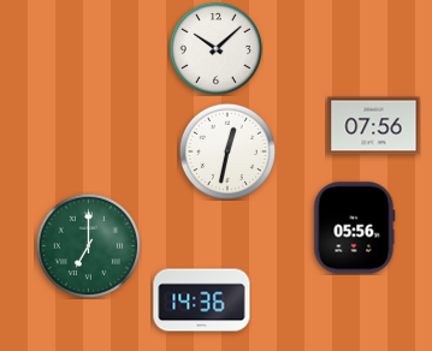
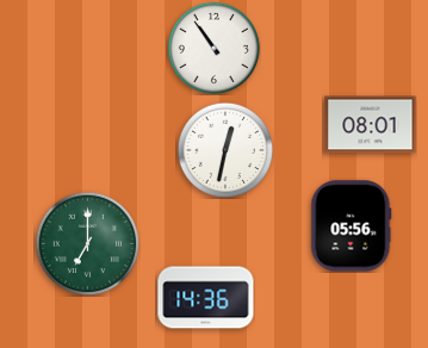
clock at (215, 48): 10:08 -> 10:54
clock at (374, 126): 07:56 -> 08:01
clock at (202, 301) position: (202, 301) -> (206, 298)
